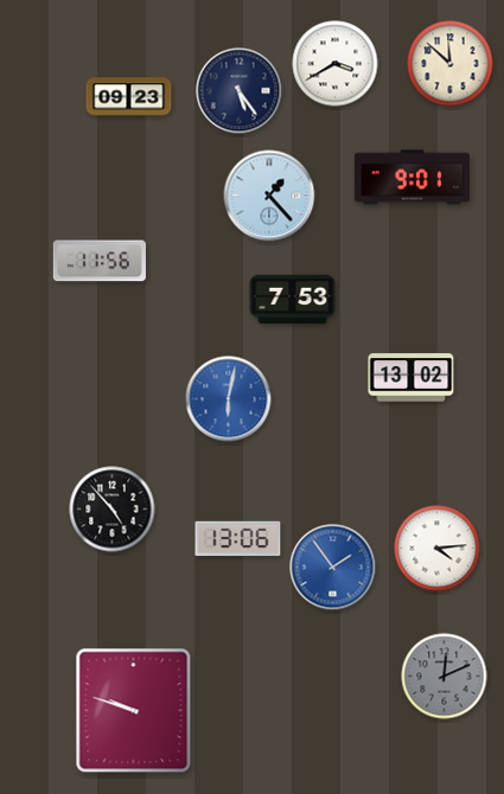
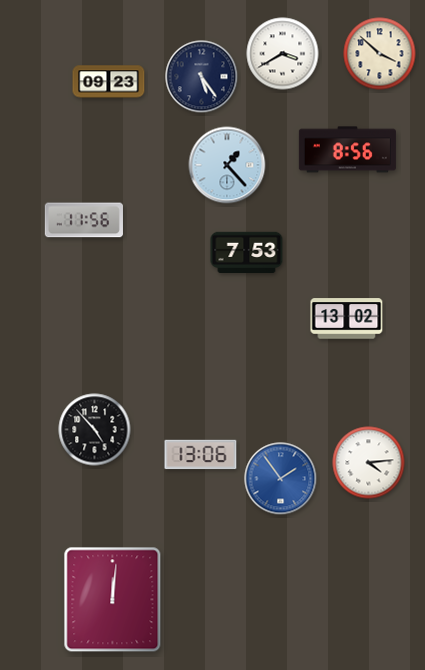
clock at (451, 64): 11:52 -> 3:52
clock at (412, 178): 9:01 -> 8:56
clock at (229, 399): 6:02 -> none
clock at (445, 677): 12:11 -> none
clock at (134, 711): 9:48 -> 12:01
